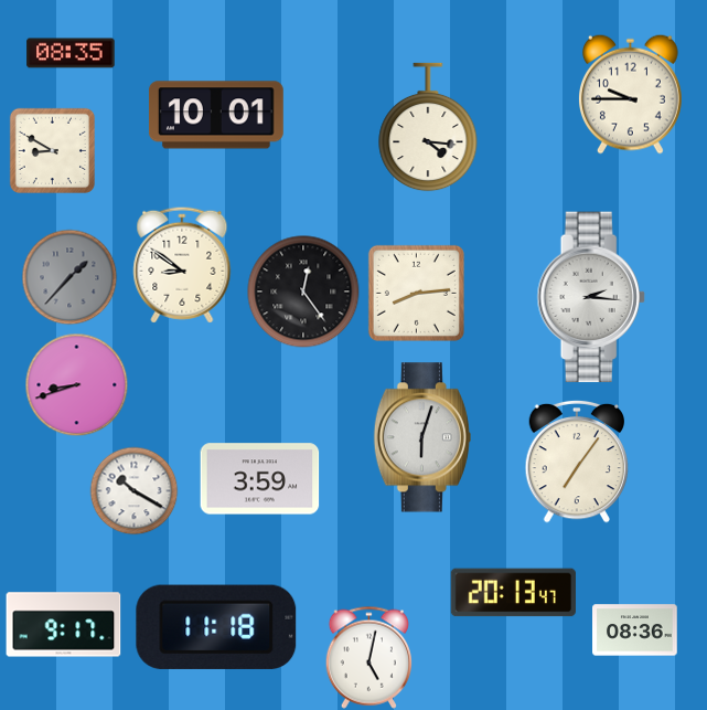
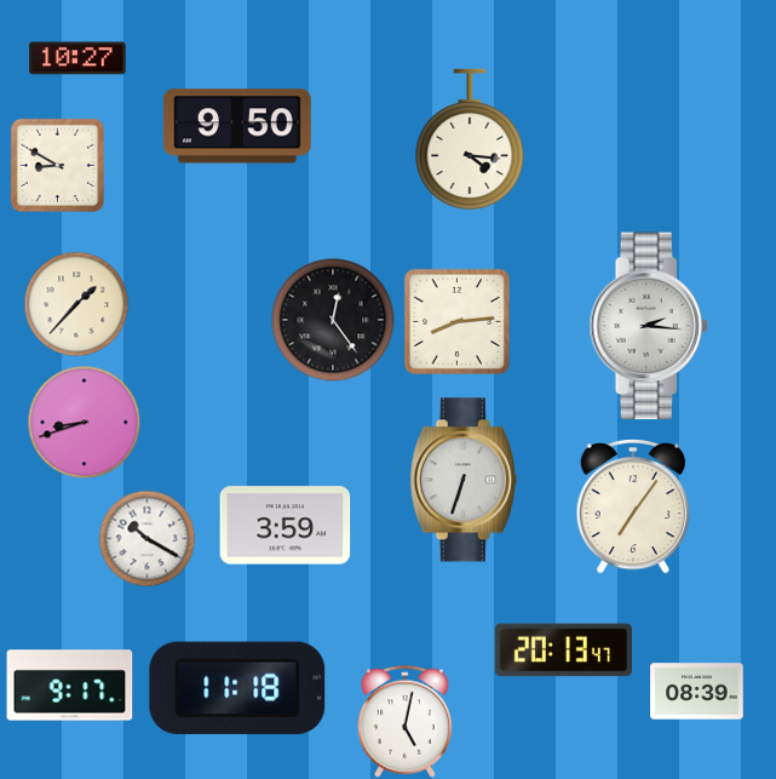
clock at (71, 53): 08:35 -> 10:27
clock at (630, 94): 9:45 -> none
clock at (216, 115): 10:01 -> 9:50
clock at (182, 265): 8:51 -> none
clock at (69, 277) dial: grey -> cream
clock at (422, 437): 6:03 -> 6:33
clock at (635, 630): 08:36 -> 08:39
